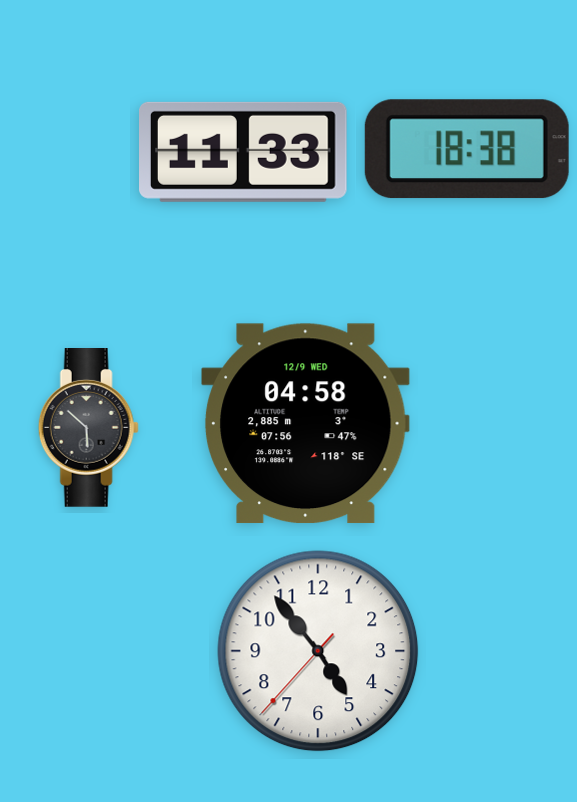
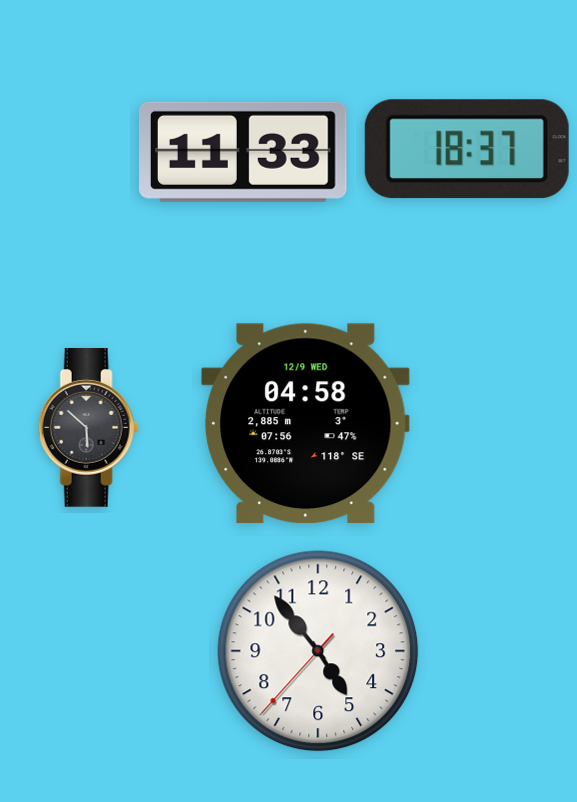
clock at (467, 149): 18:38 -> 18:37
